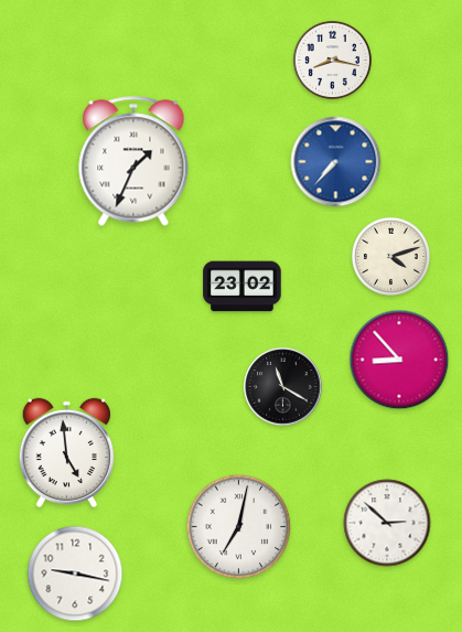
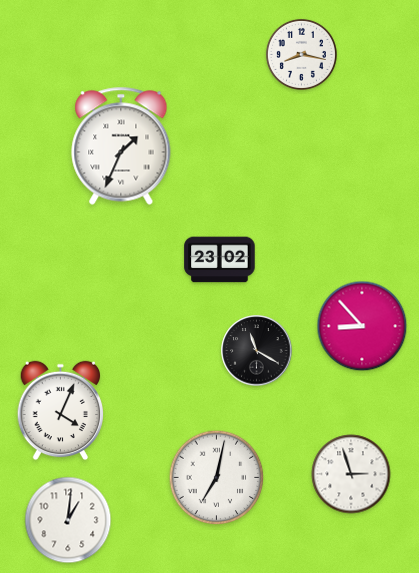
clock at (336, 162): 7:37 -> none
clock at (390, 256): 4:12 -> none
clock at (67, 453): 4:59 -> 4:04
clock at (387, 523): 2:52 -> 2:57
clock at (75, 574): 9:17 -> 1:01
